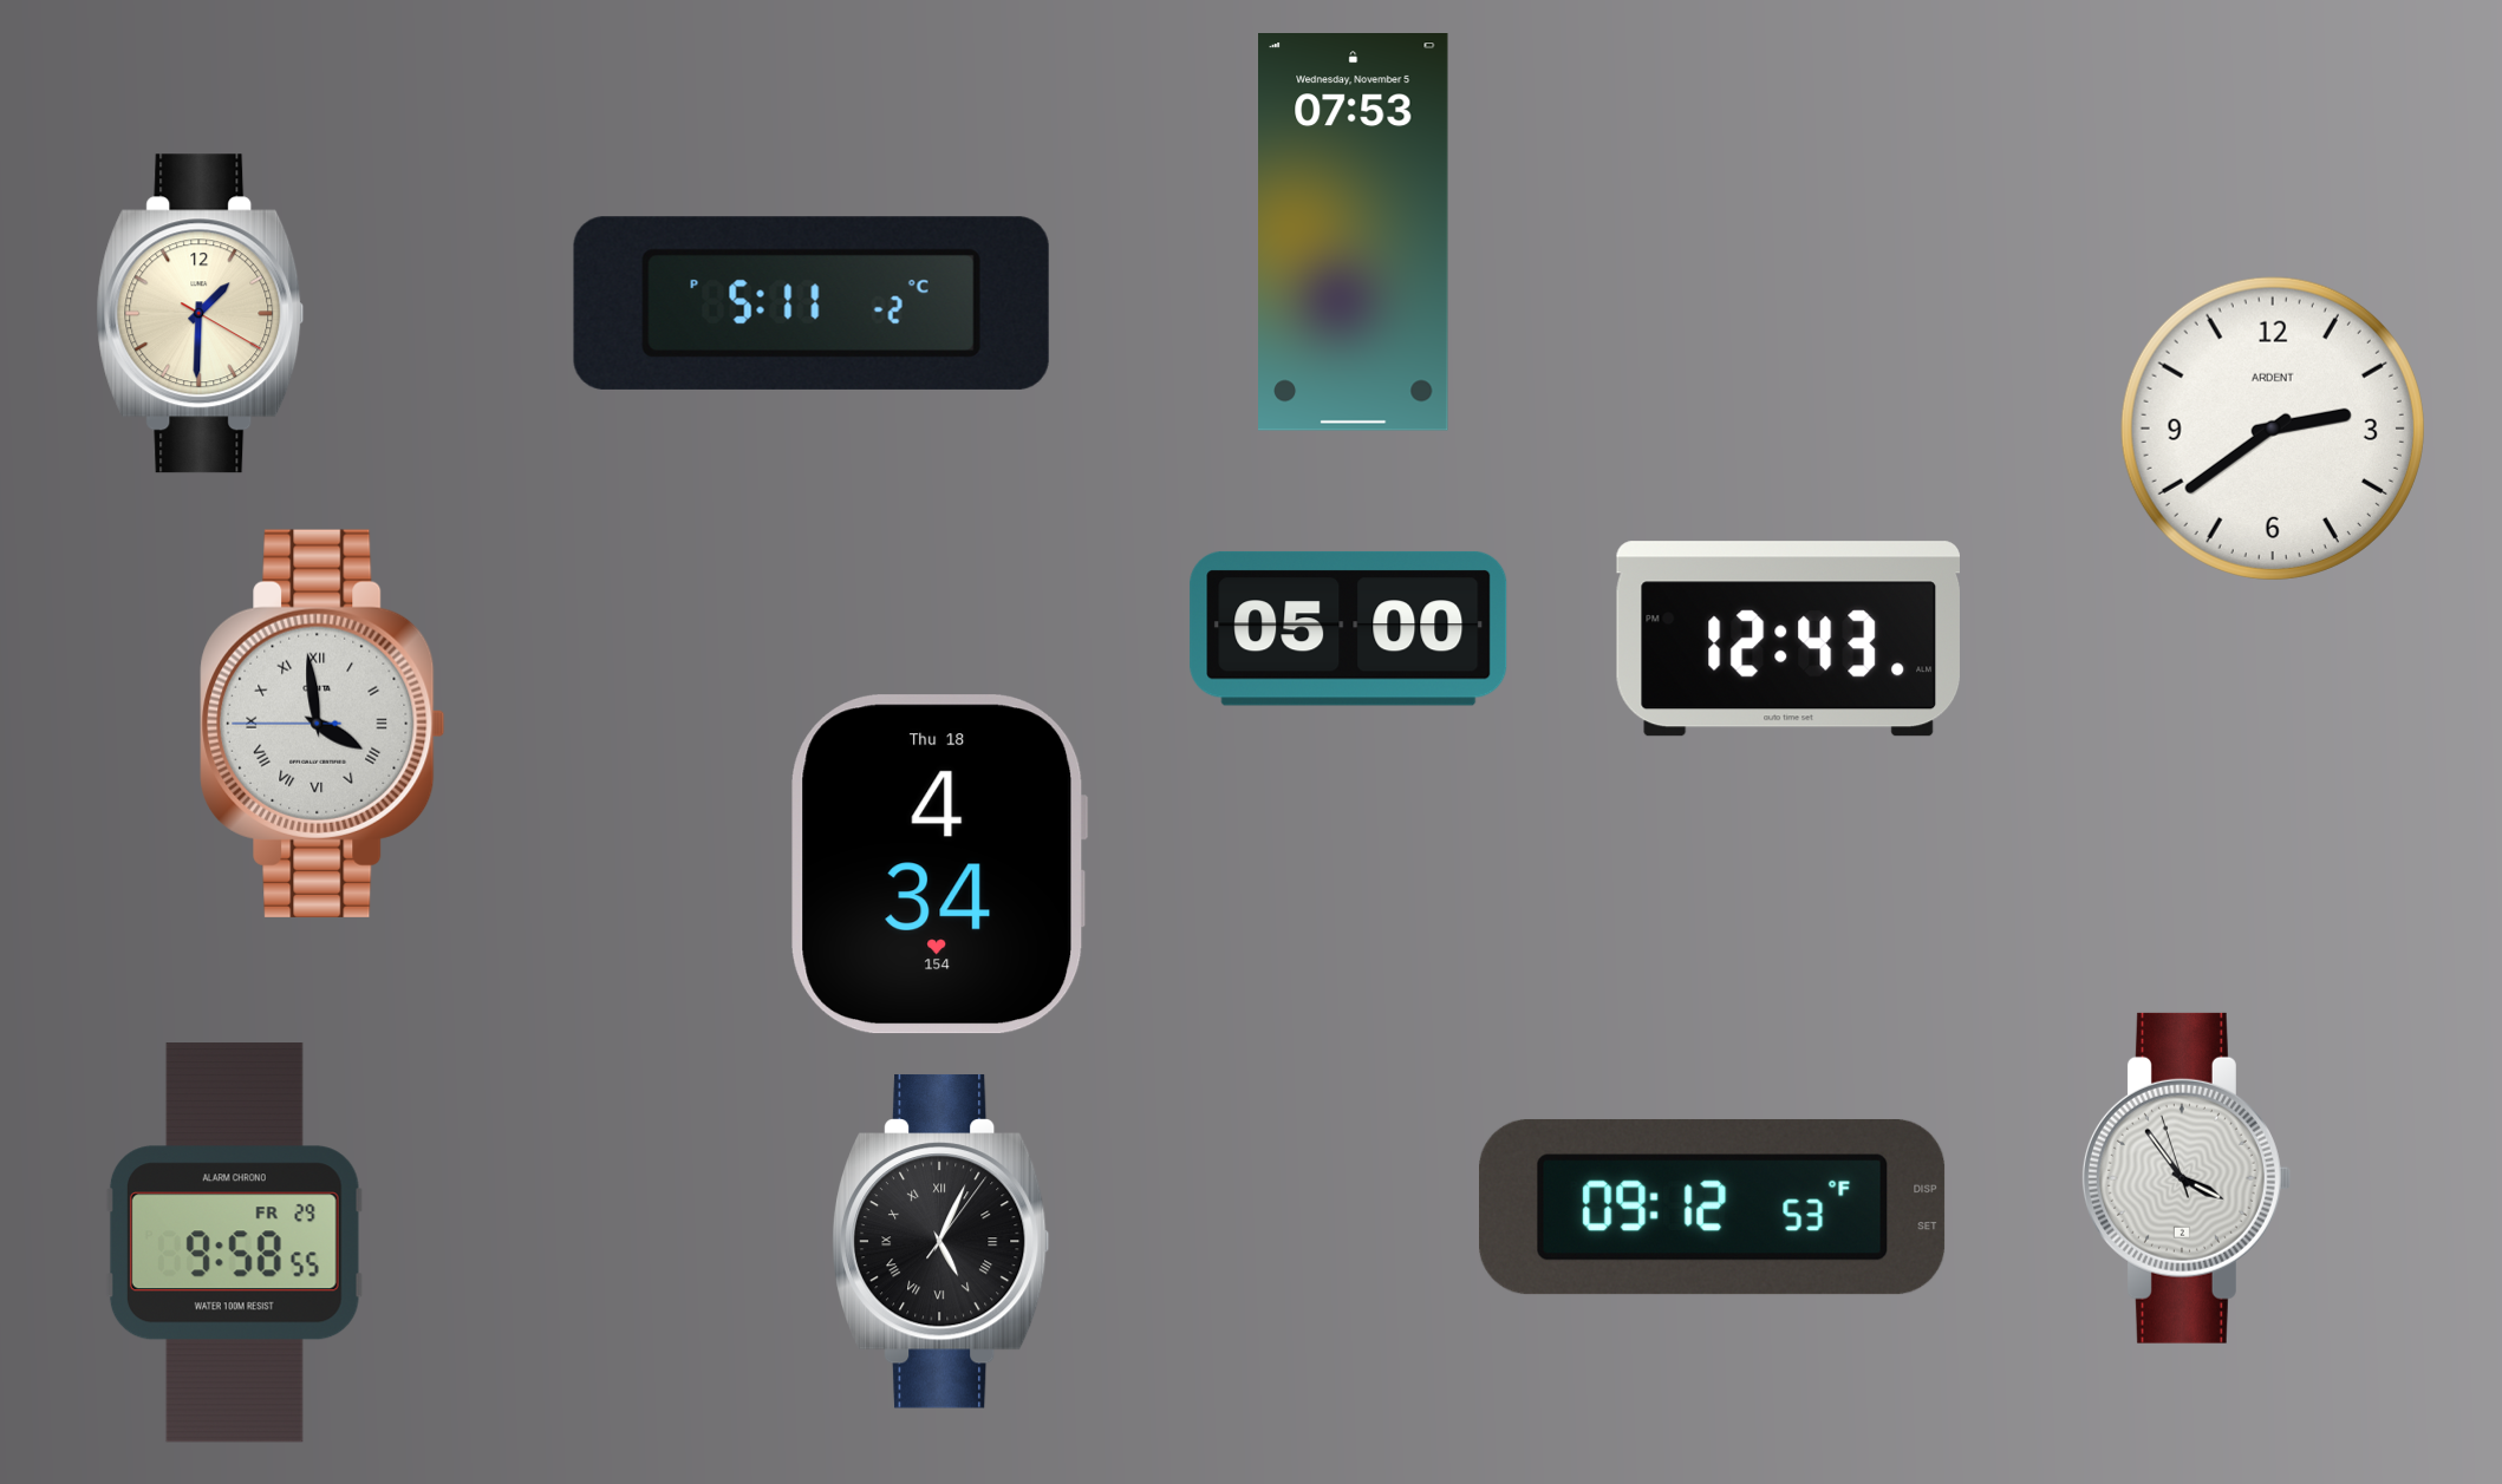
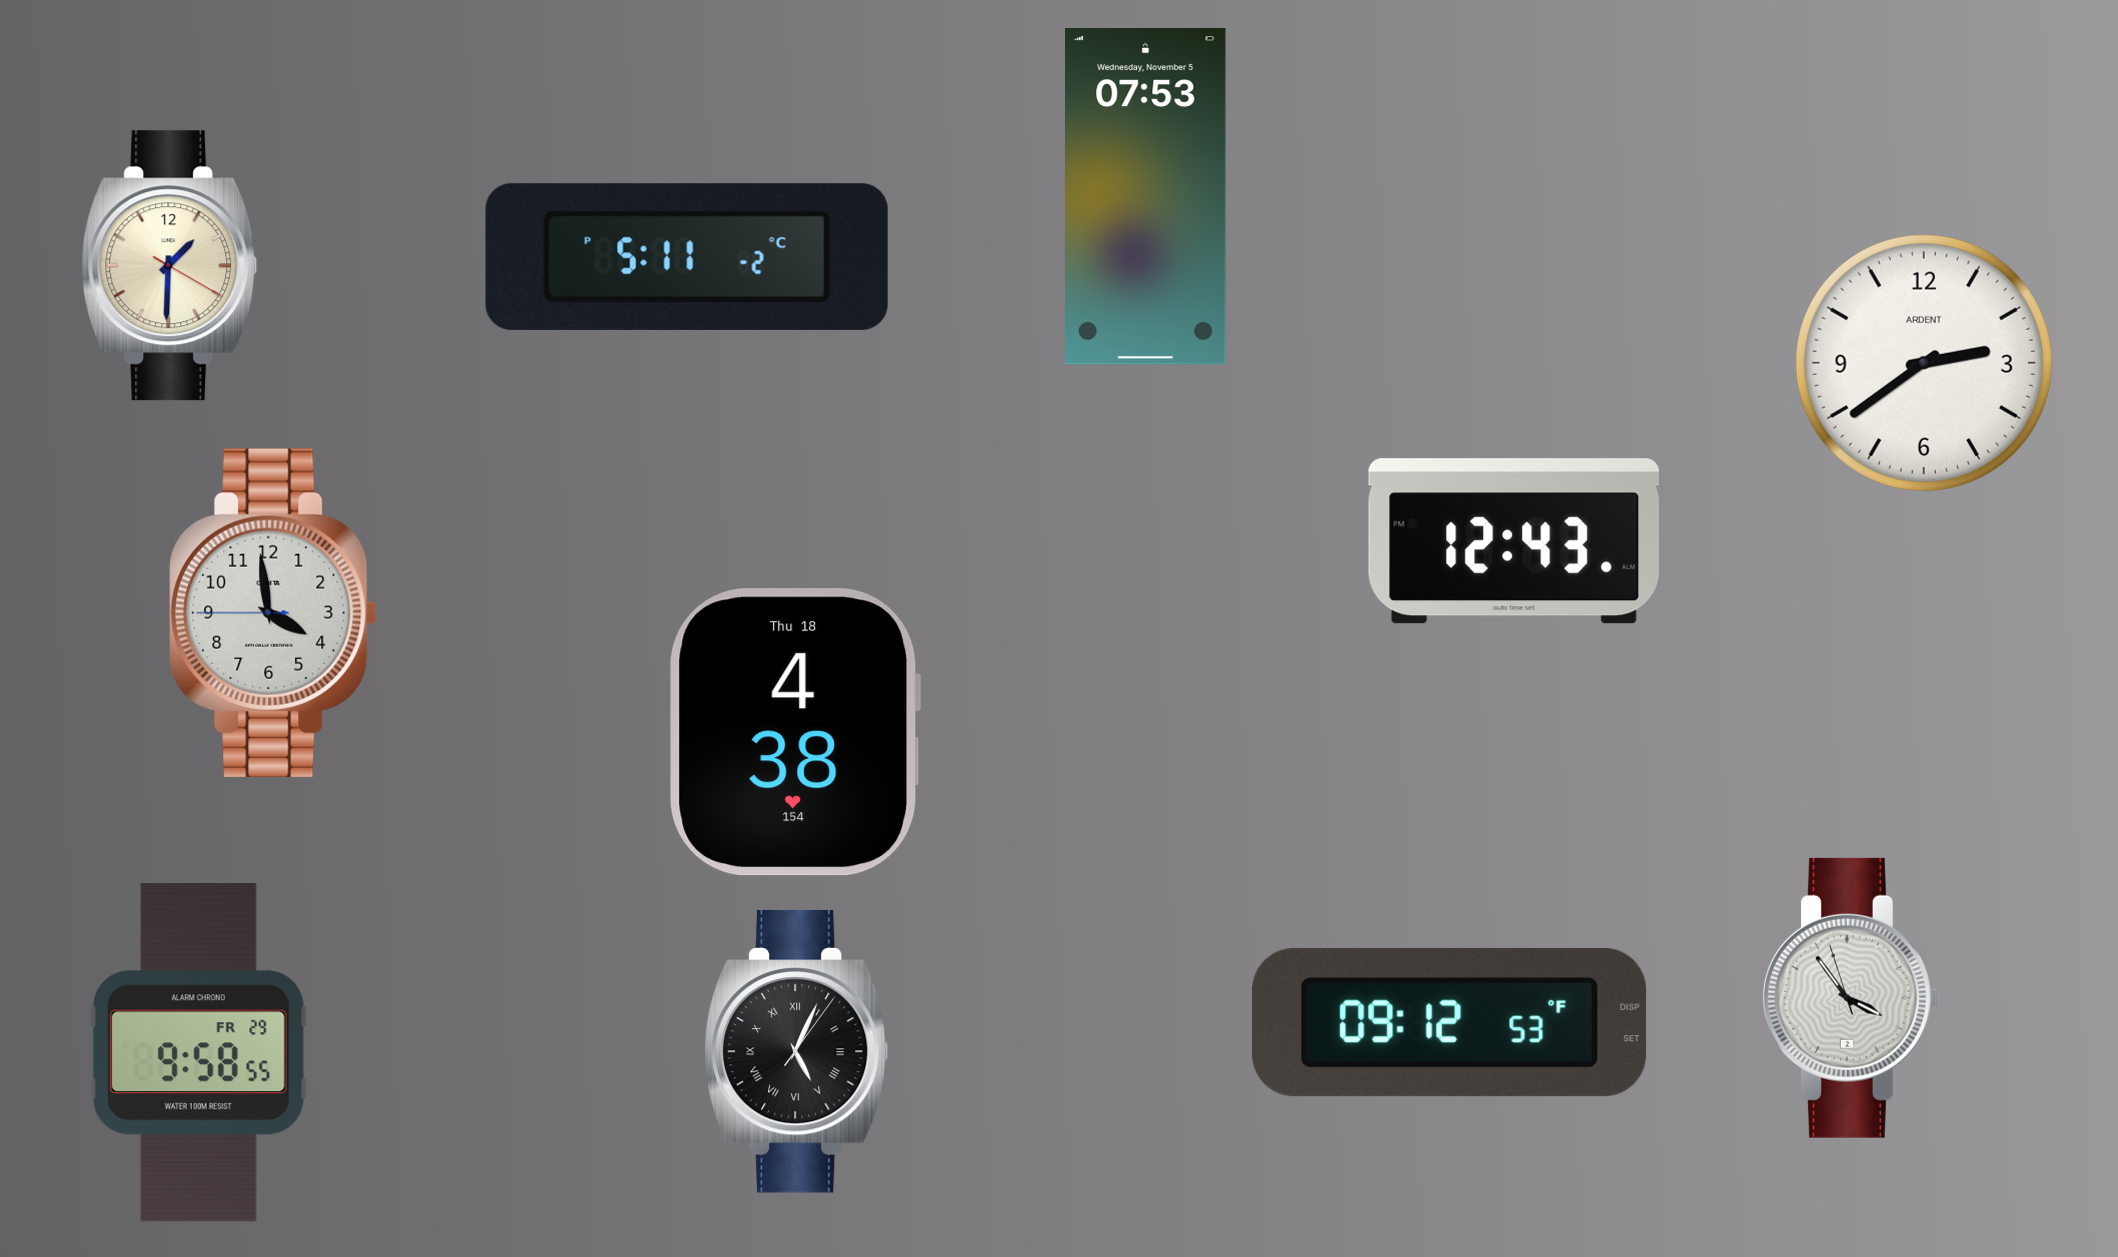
clock at (1349, 628): 05:00 -> none
clock at (322, 724) numerals: Roman -> Arabic
clock at (939, 864): 4:34 -> 4:38
